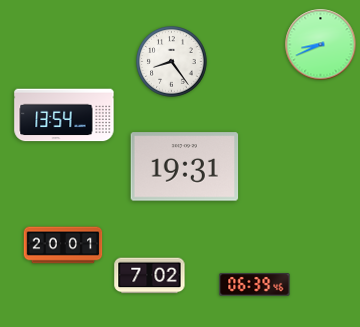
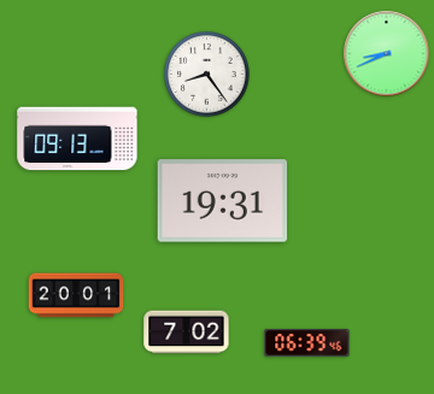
clock at (64, 115): 13:54 -> 09:13
clock at (150, 276) position: (150, 276) -> (187, 333)
